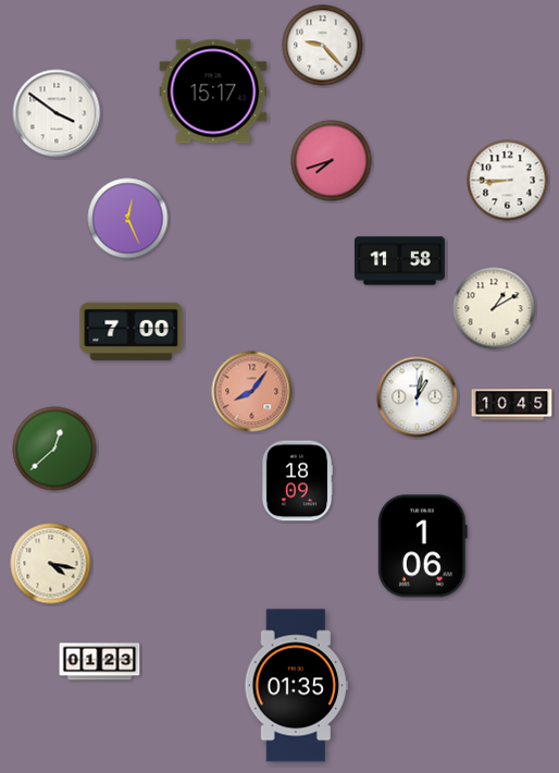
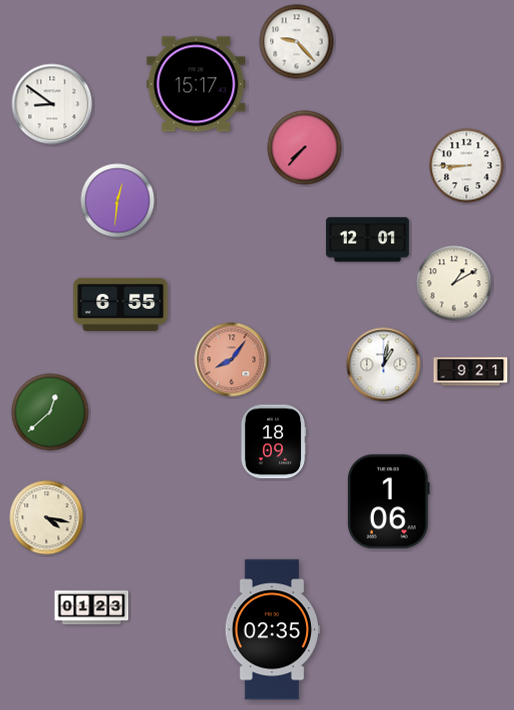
clock at (57, 113): 3:51 -> 8:51
clock at (332, 161): 7:42 -> 7:37
clock at (128, 219): 12:26 -> 12:31
clock at (399, 261): 11:58 -> 12:01
clock at (132, 331): 7:00 -> 6:55
clock at (512, 405): 10:45 -> 9:21
clock at (296, 686): 01:35 -> 02:35
